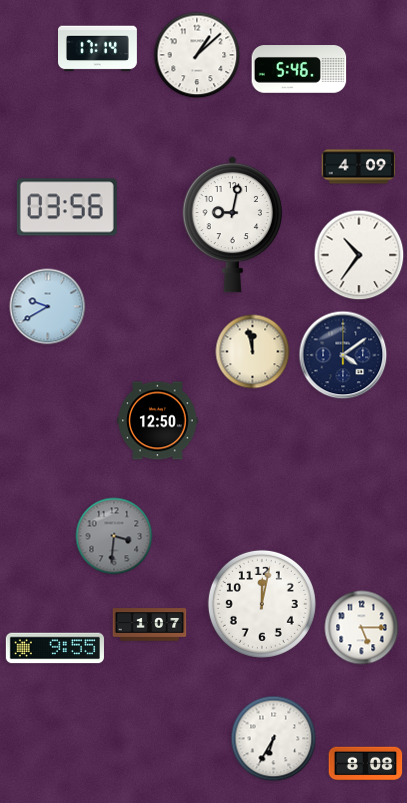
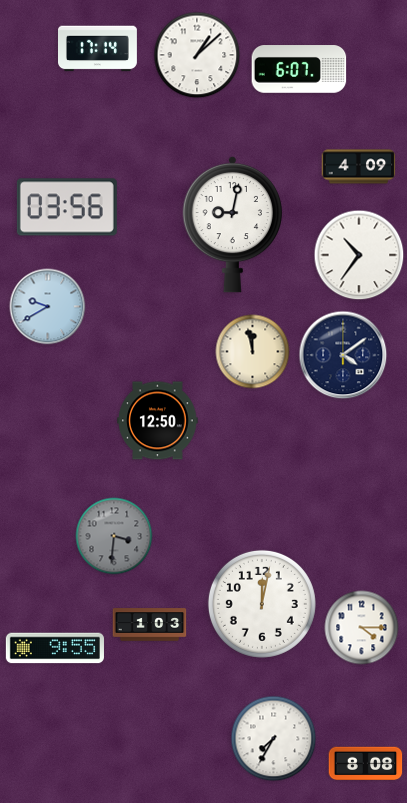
clock at (299, 69): 5:46 -> 6:07
clock at (150, 625): 1:07 -> 1:03
clock at (362, 628): 5:15 -> 4:15
clock at (274, 739): 6:35 -> 7:35
